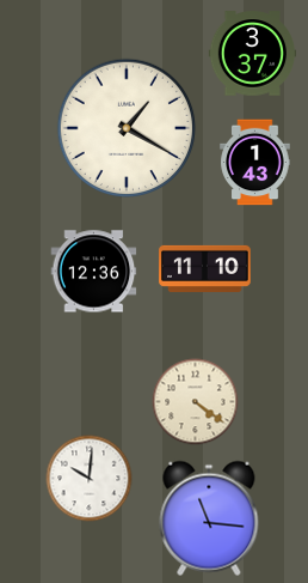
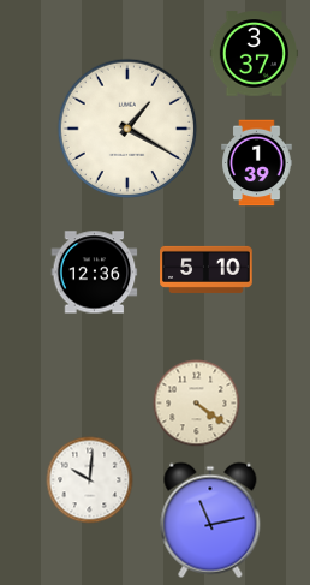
clock at (255, 163): 1:43 -> 1:39
clock at (205, 268): 11:10 -> 5:10
clock at (209, 518): 11:16 -> 11:13
